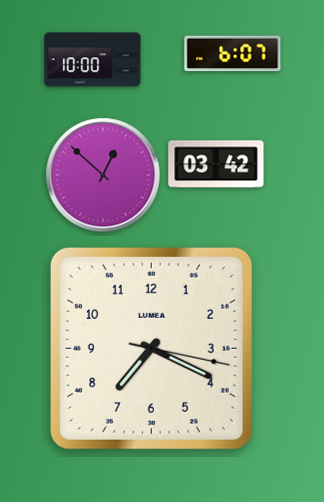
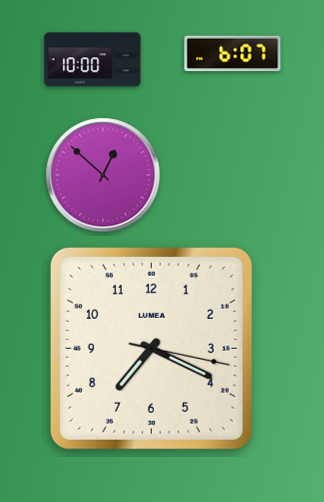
clock at (216, 164): 03:42 -> none
